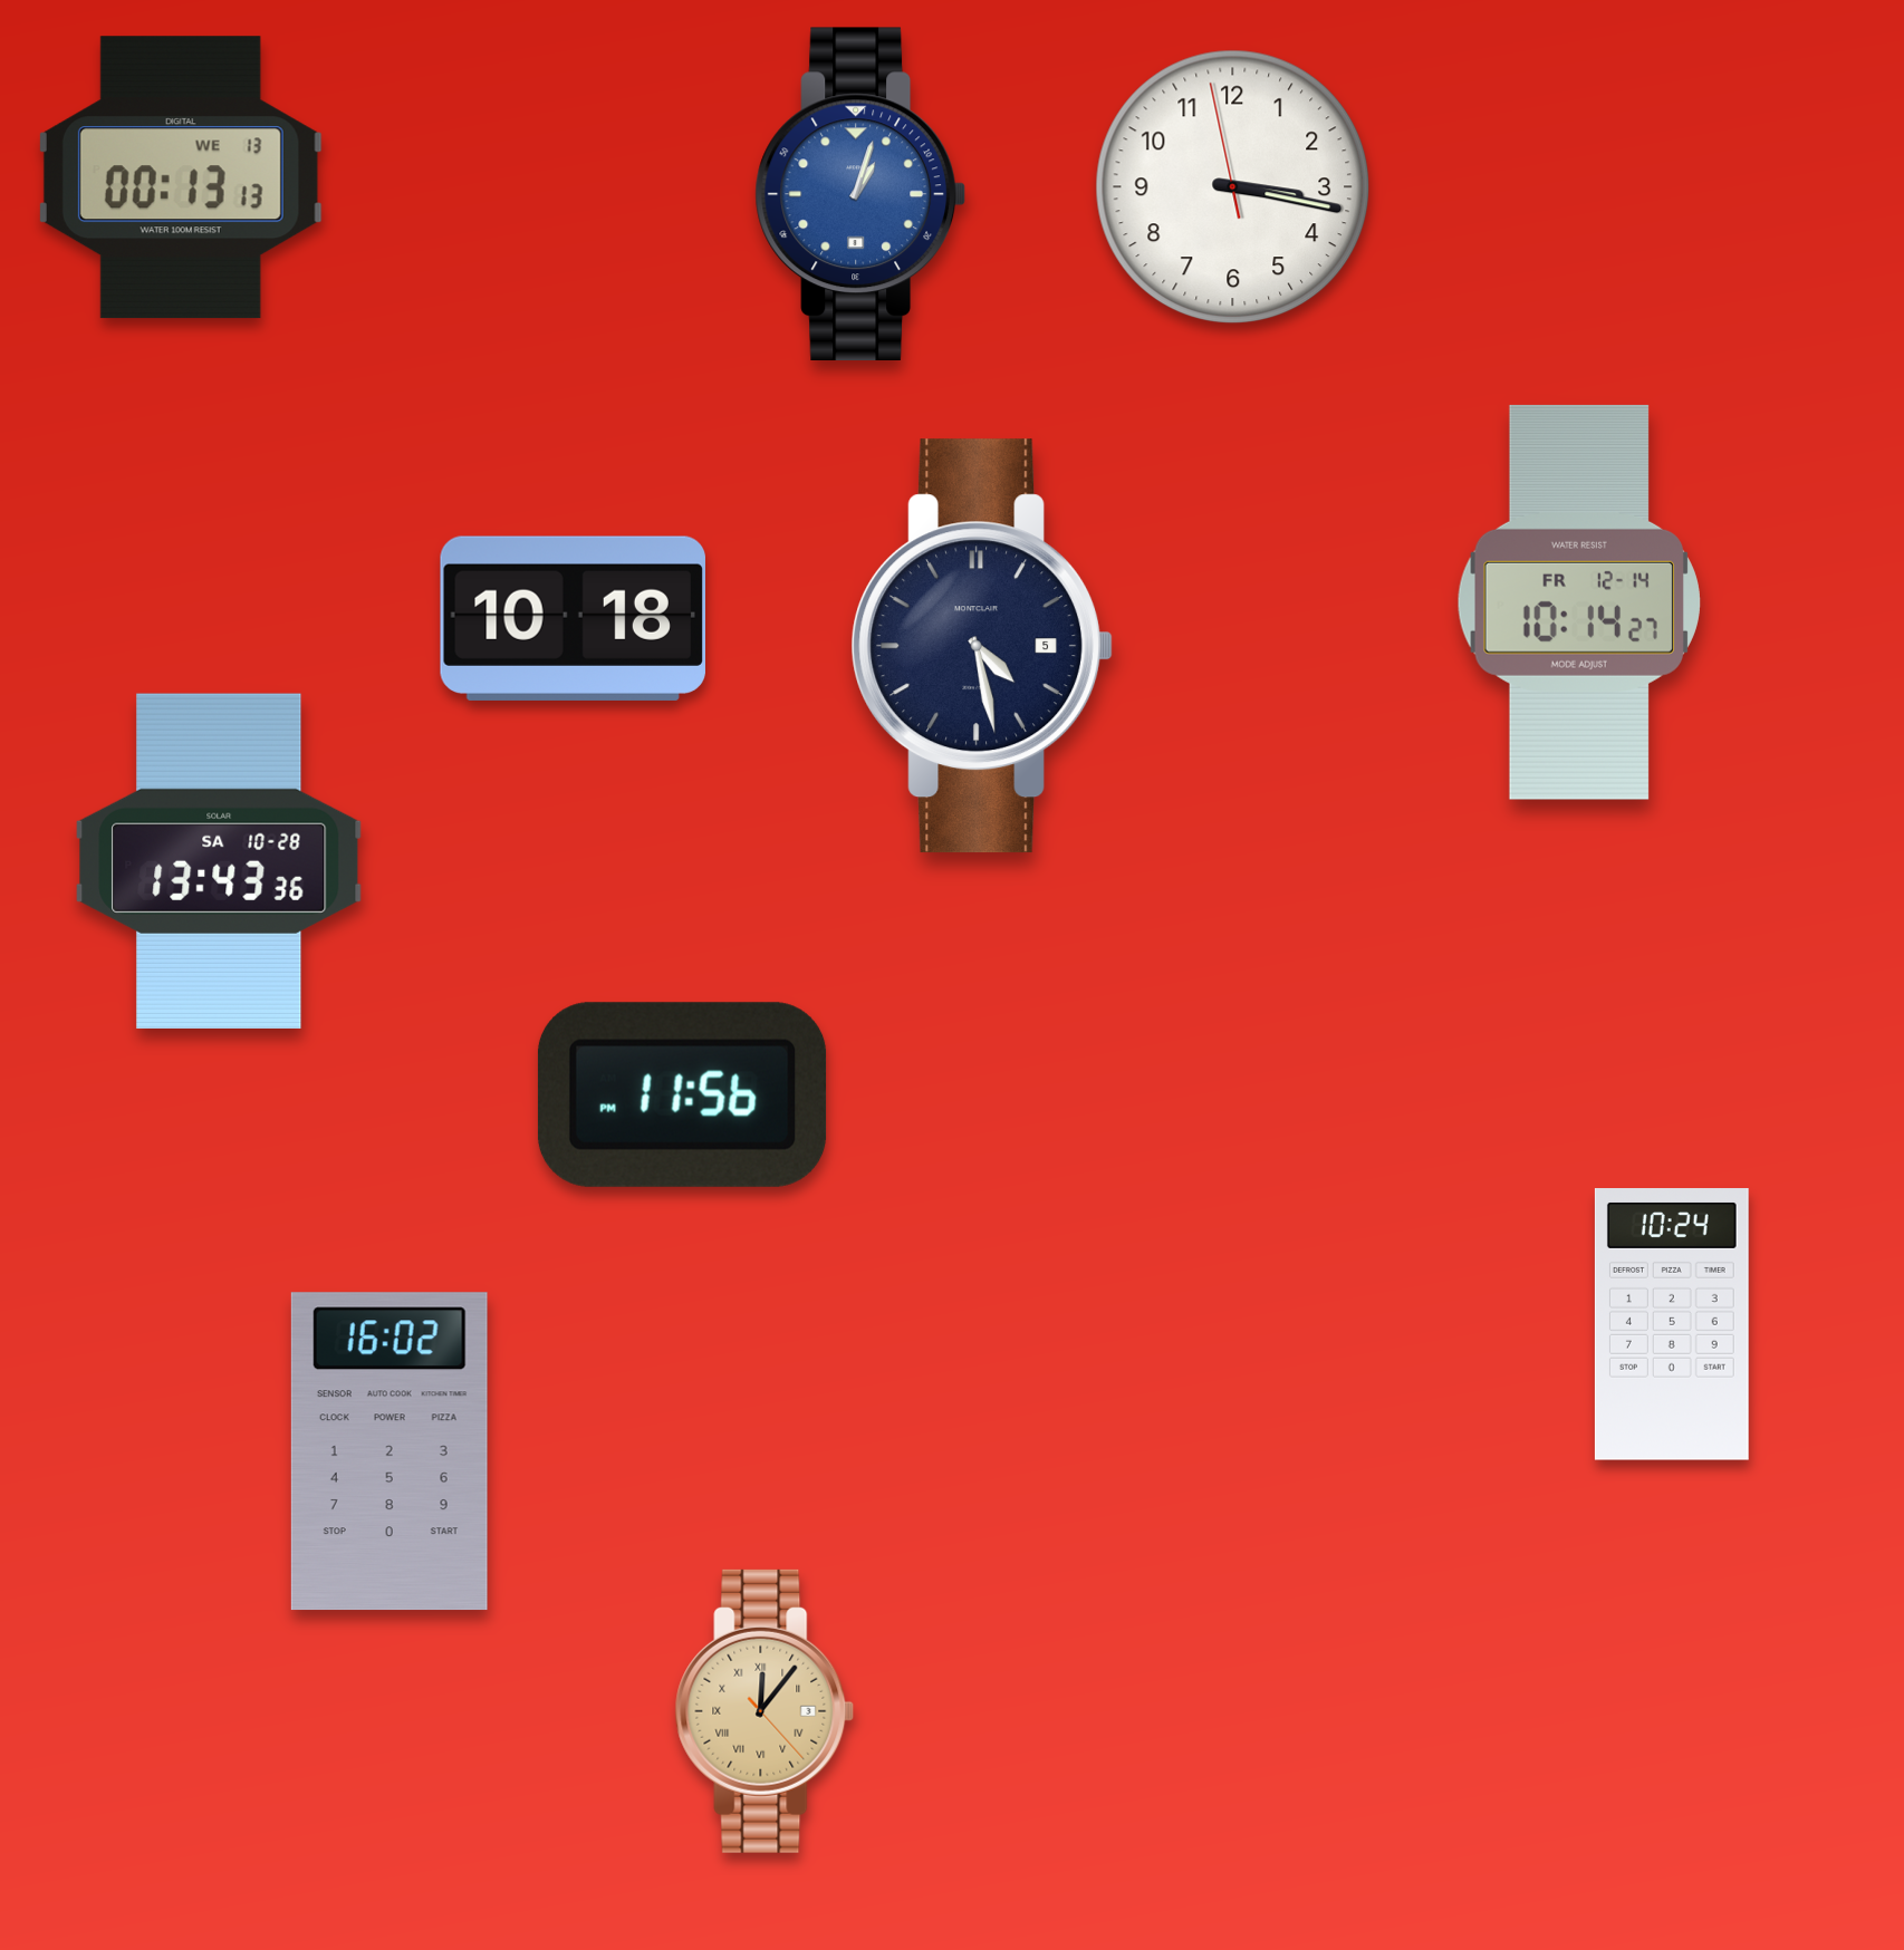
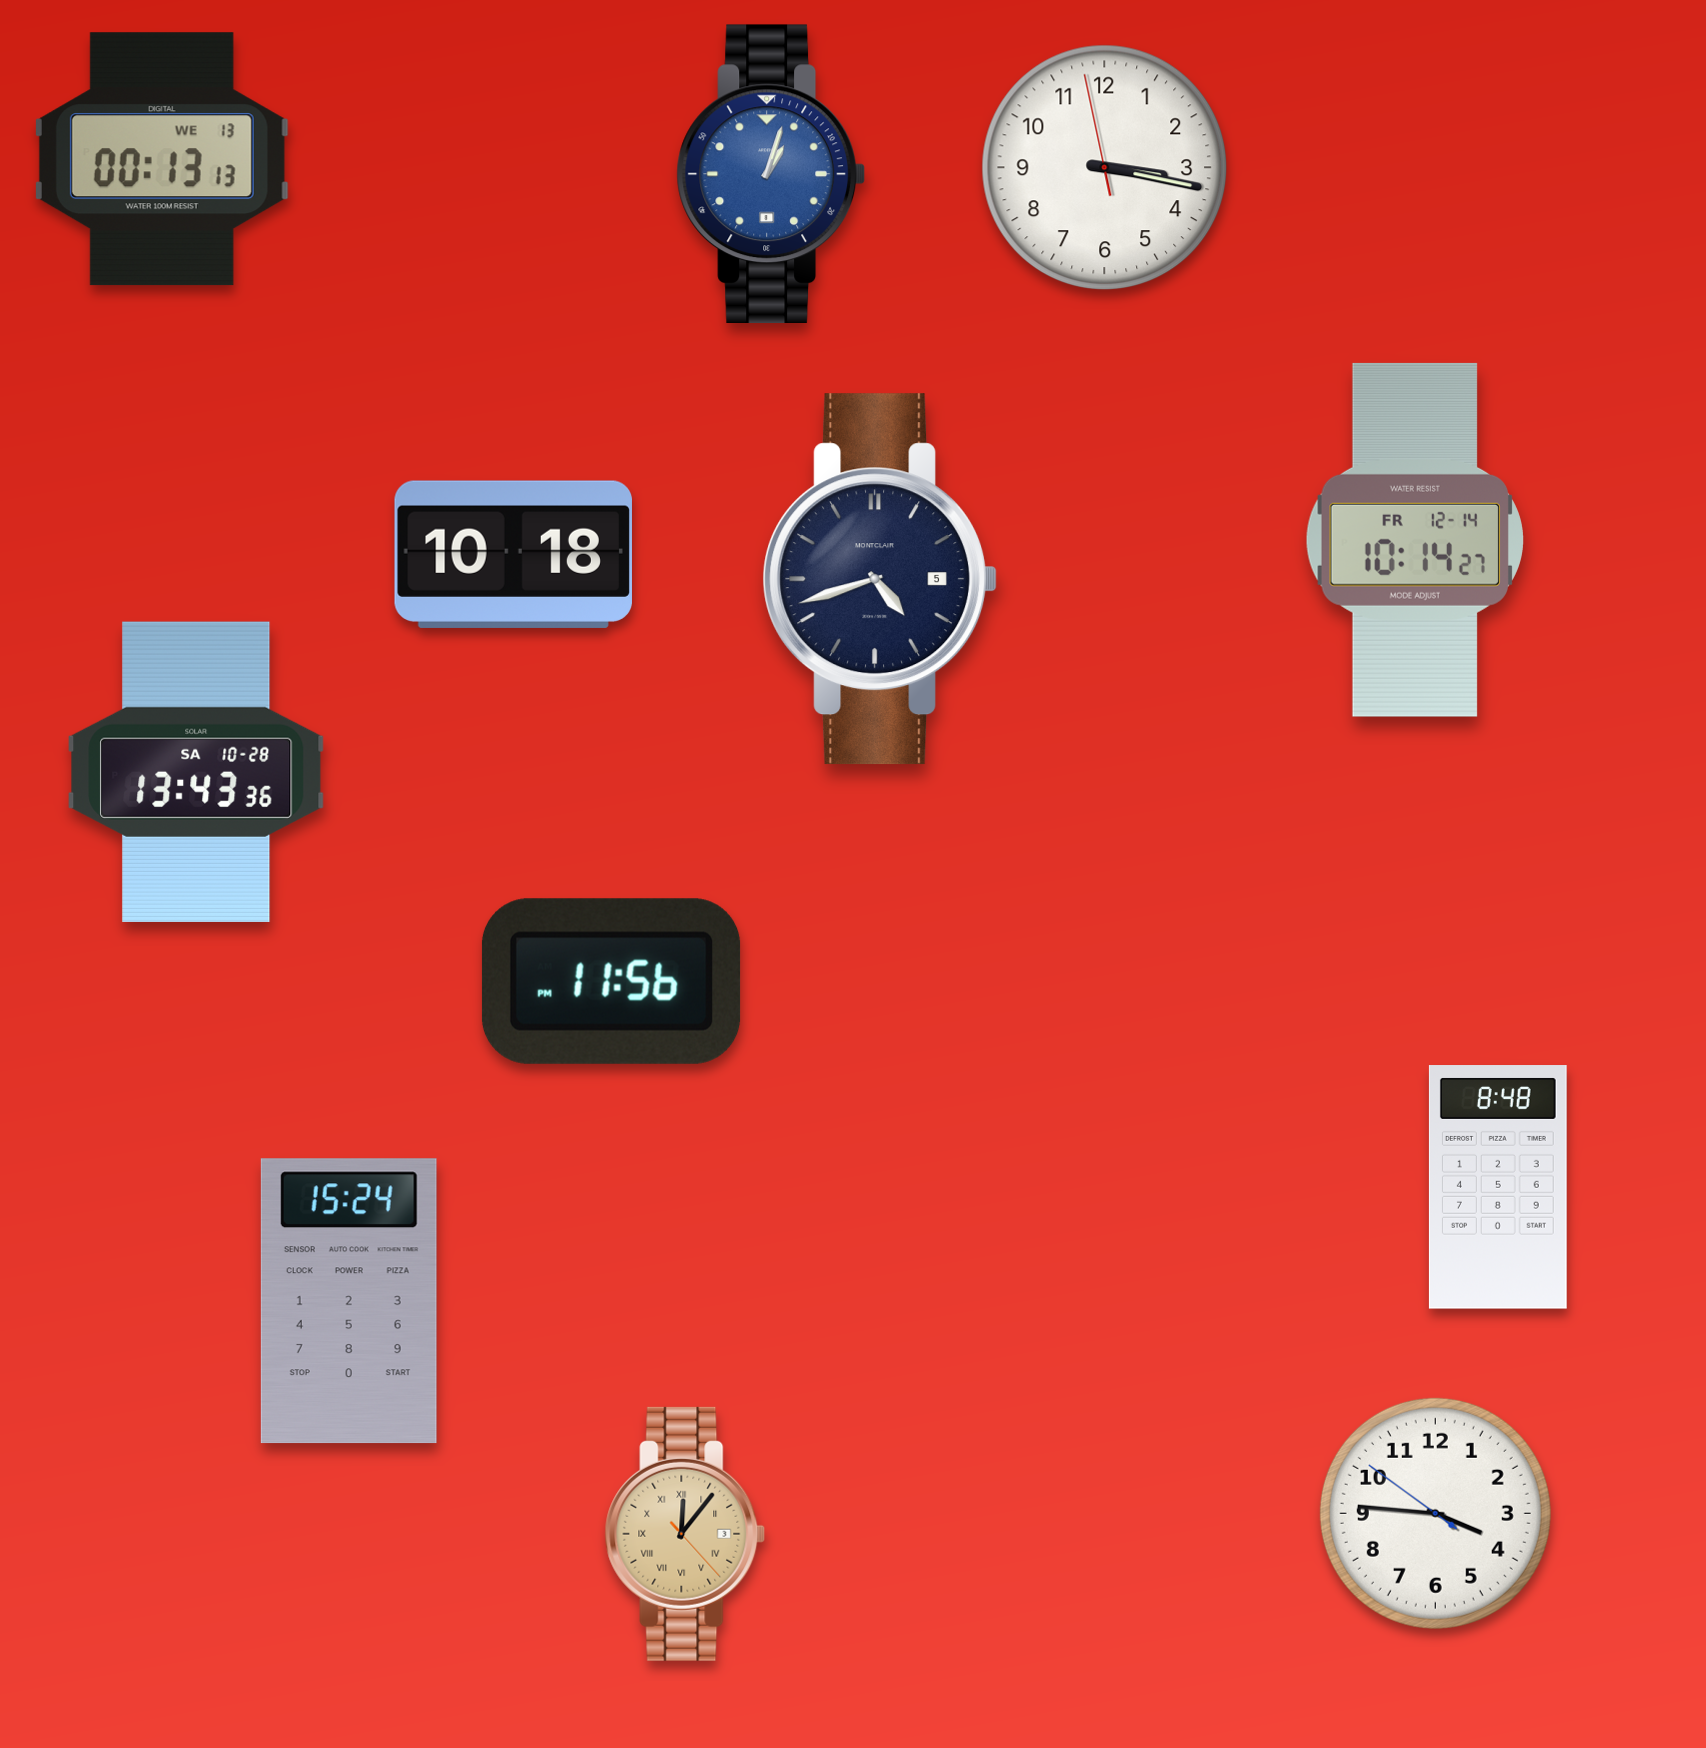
clock at (982, 646): 4:28 -> 4:42
clock at (1672, 1324): 10:24 -> 8:48
clock at (390, 1451): 16:02 -> 15:24
clock at (1435, 1513): none -> 3:45
